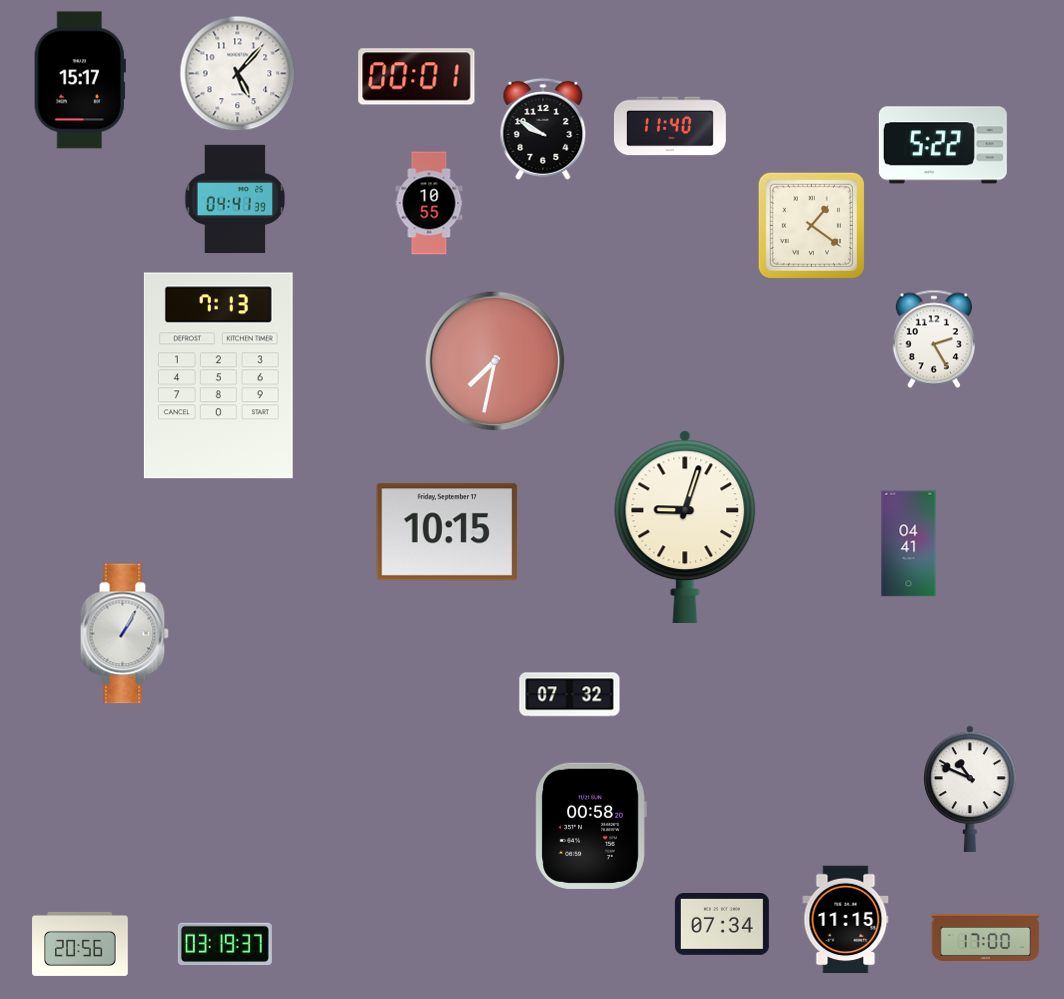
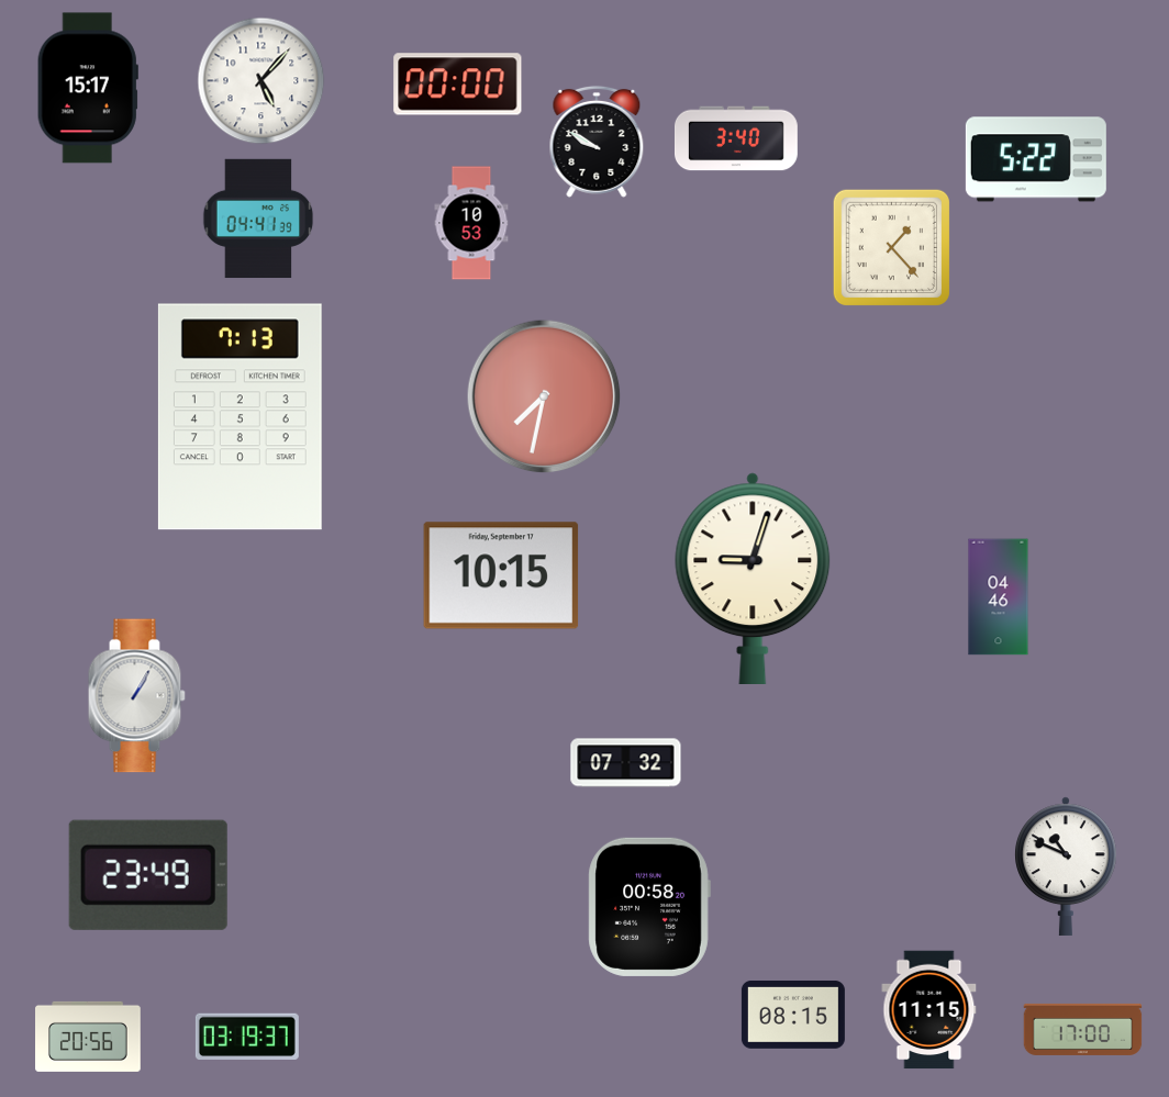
clock at (417, 77): 00:01 -> 00:00
clock at (670, 126): 11:40 -> 3:40
clock at (429, 203): 10:55 -> 10:53
clock at (811, 225): 1:21 -> 1:23
clock at (934, 339): 2:25 -> none
clock at (218, 376) position: (218, 376) -> (240, 417)
clock at (447, 532) position: (447, 532) -> (501, 575)
clock at (909, 544): 04:41 -> 04:46
clock at (148, 875): none -> 23:49
clock at (722, 924): 07:34 -> 08:15
